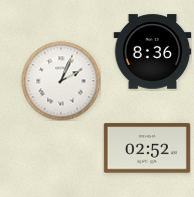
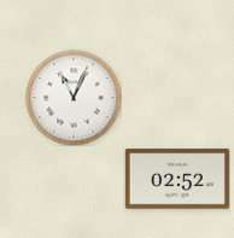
clock at (152, 52): 8:36 -> none
clock at (61, 81): 2:04 -> 11:04
